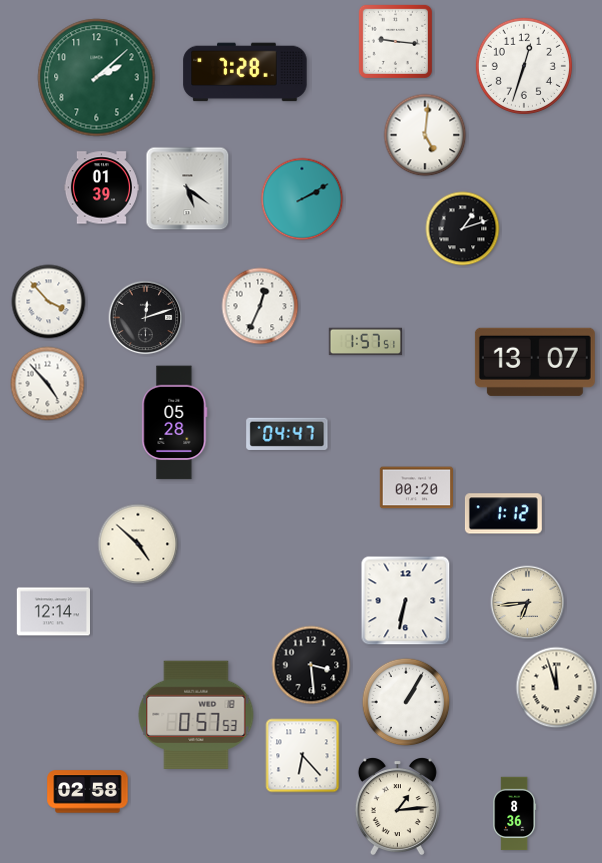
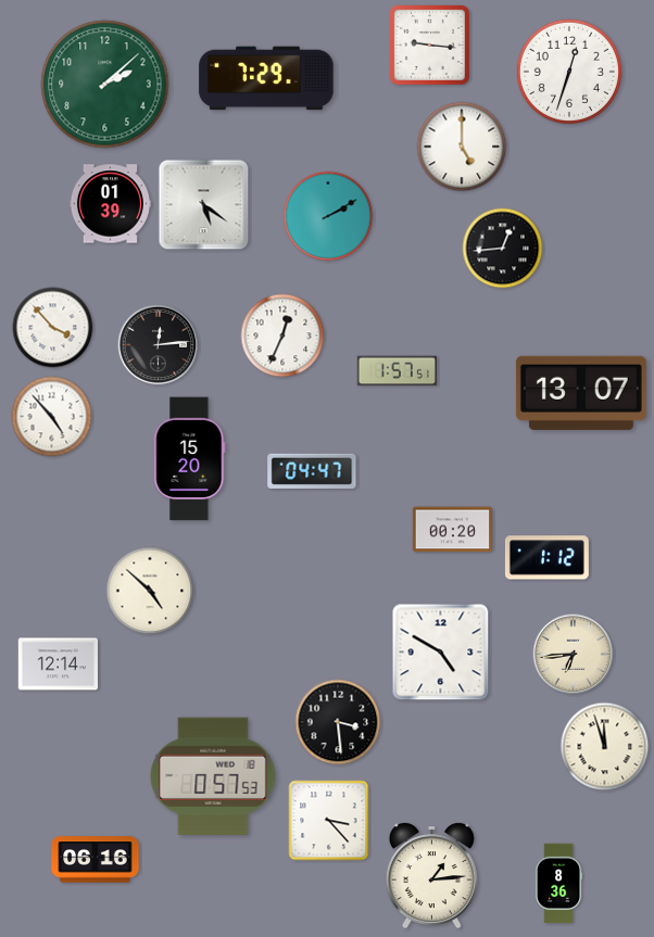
clock at (245, 72): 7:28 -> 7:29
clock at (425, 135): 5:01 -> 5:00
clock at (463, 229): 1:12 -> 12:44
clock at (260, 306) position: (260, 306) -> (282, 335)
clock at (146, 318): 12:12 -> 12:14
clock at (175, 423): 05:28 -> 15:20
clock at (406, 601): 6:32 -> 4:50
clock at (406, 702): 1:05 -> none
clock at (303, 756): 6:23 -> 3:23
clock at (88, 792): 02:58 -> 06:16
